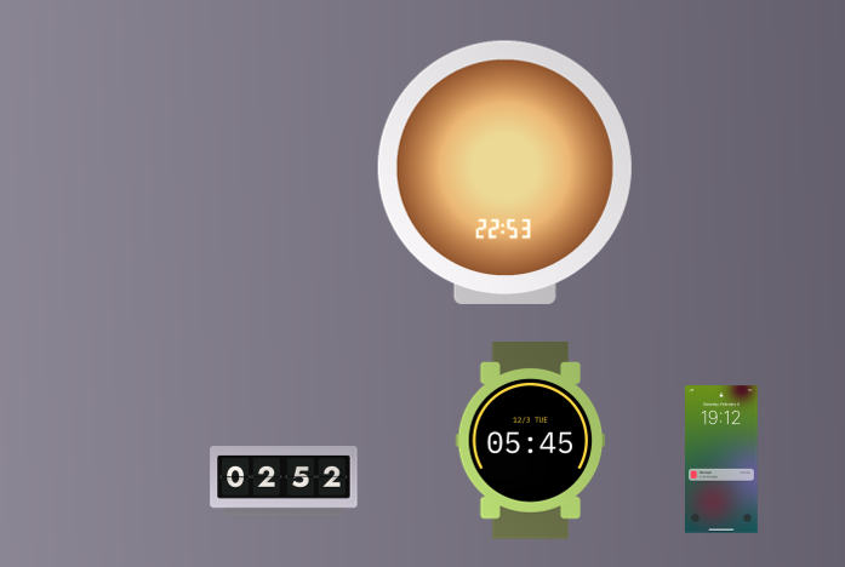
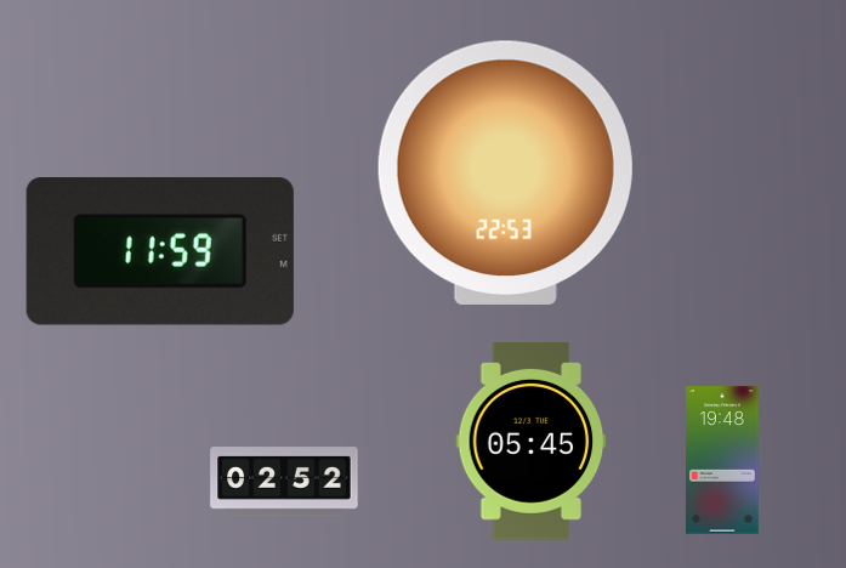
clock at (160, 252): none -> 11:59
clock at (723, 459): 19:12 -> 19:48
